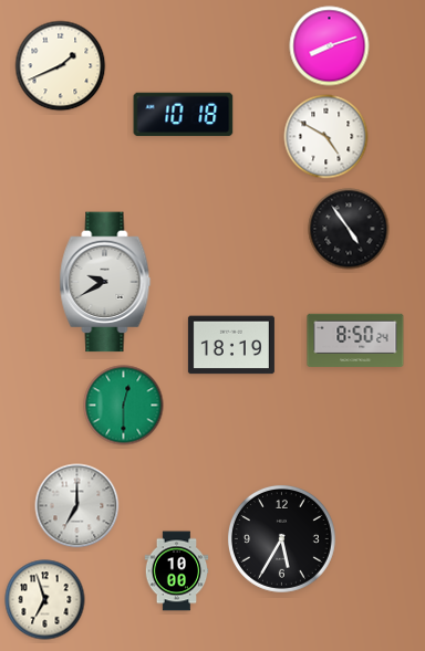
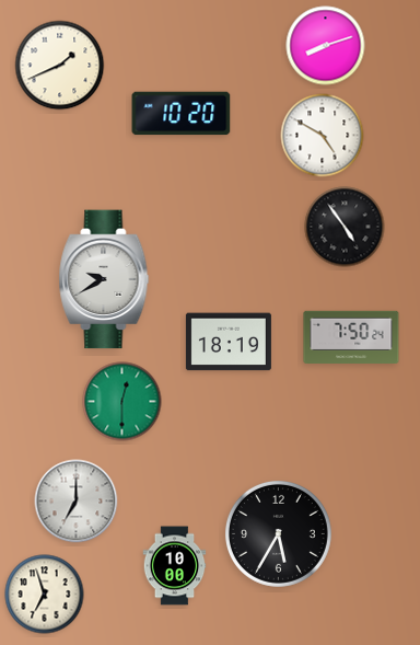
clock at (184, 115): 10:18 -> 10:20
clock at (355, 339): 8:50 -> 7:50
